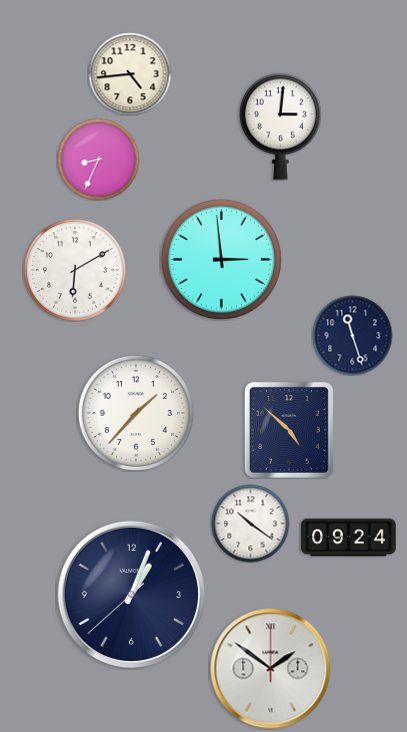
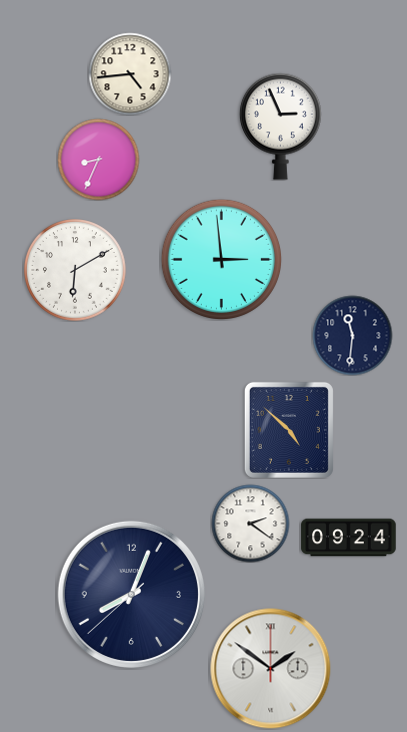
clock at (280, 126): 3:01 -> 2:56
clock at (352, 335): 11:27 -> 11:31
clock at (136, 413): 1:37 -> none
clock at (250, 523): 10:21 -> 2:21
clock at (131, 594): 1:03 -> 8:03
